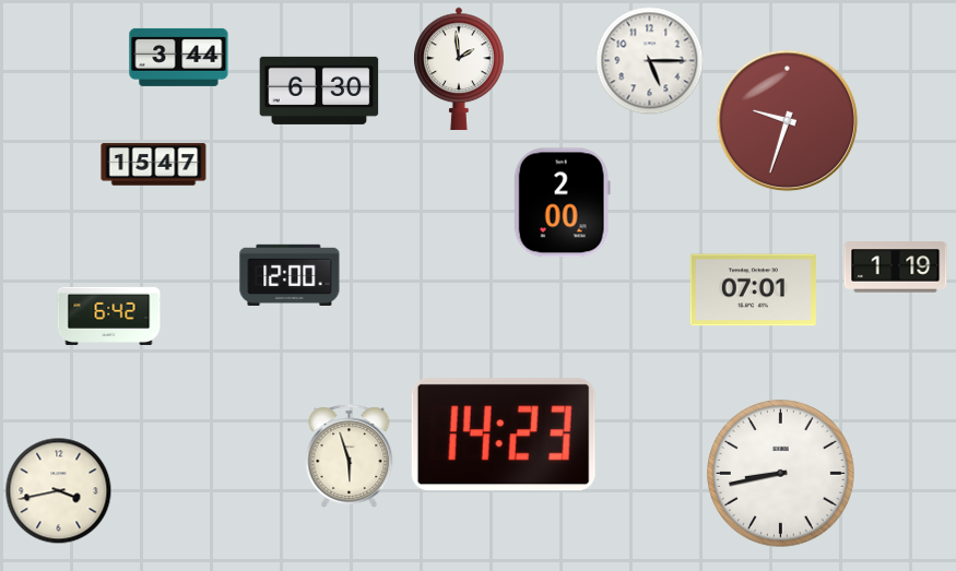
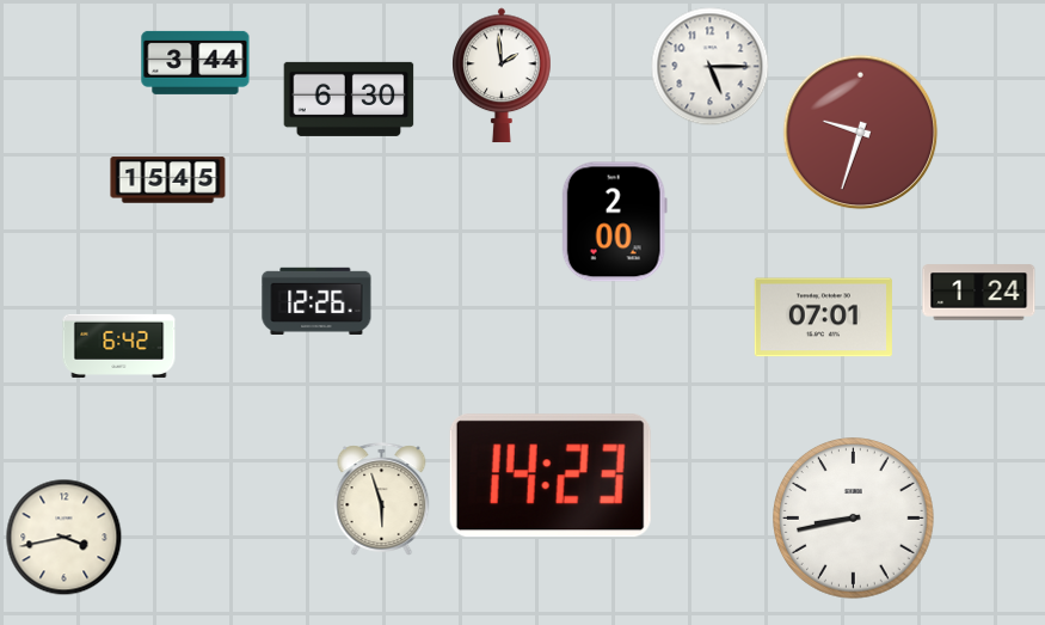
clock at (154, 165): 15:47 -> 15:45
clock at (896, 267): 1:19 -> 1:24
clock at (290, 275): 12:00 -> 12:26
